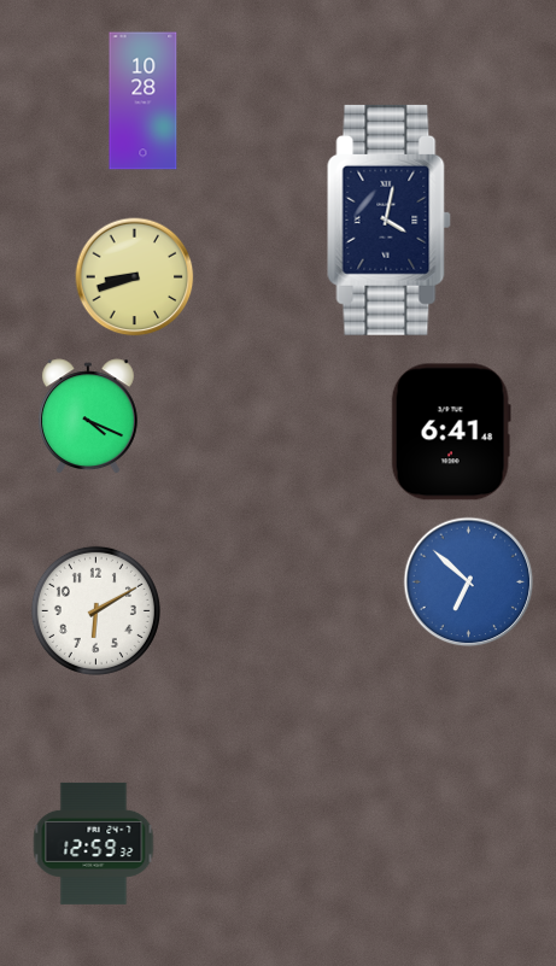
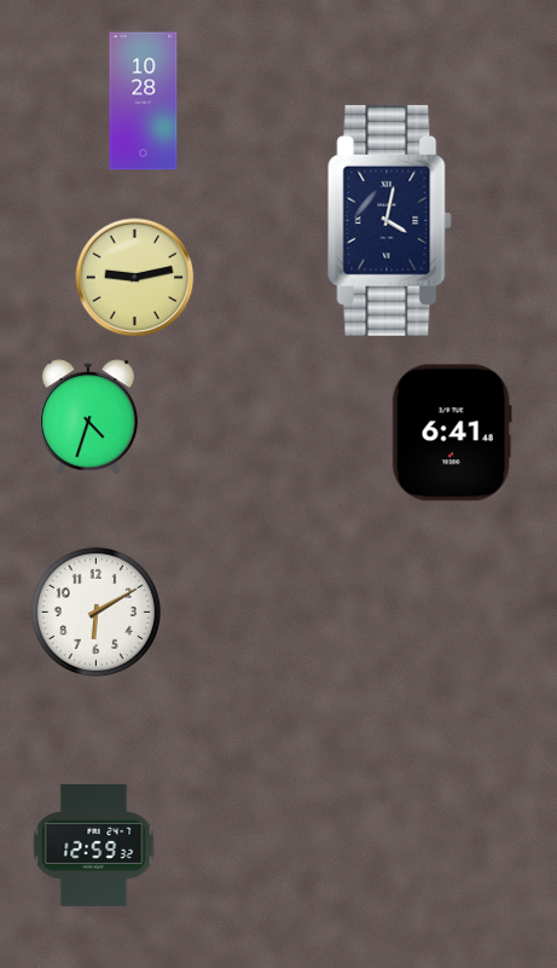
clock at (135, 277): 8:42 -> 9:13
clock at (88, 417): 4:19 -> 4:33
clock at (469, 582): 6:52 -> none
